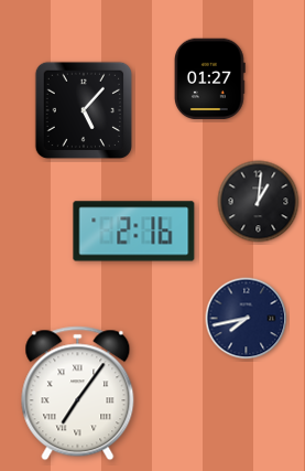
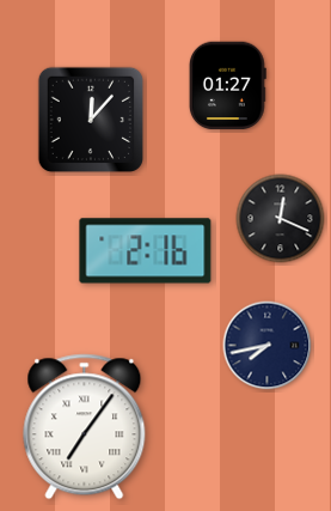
clock at (83, 109): 5:07 -> 12:07
clock at (259, 202): 1:01 -> 12:19
